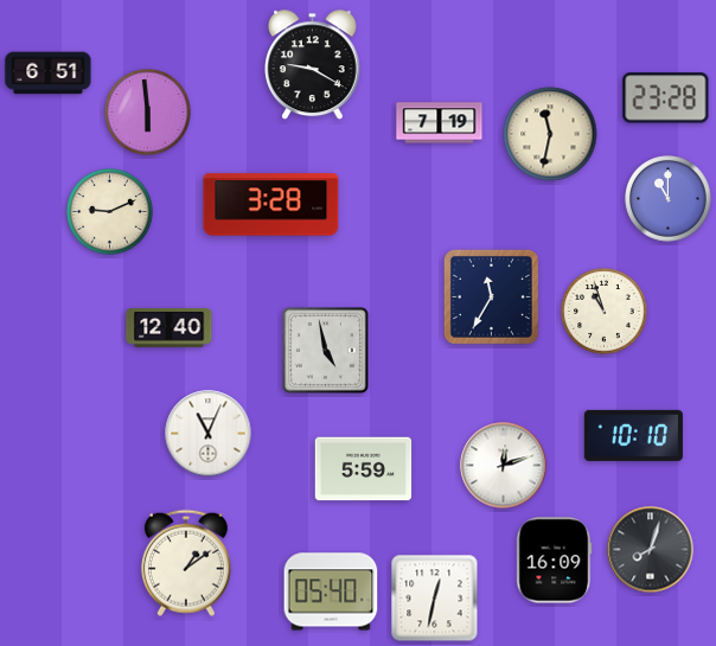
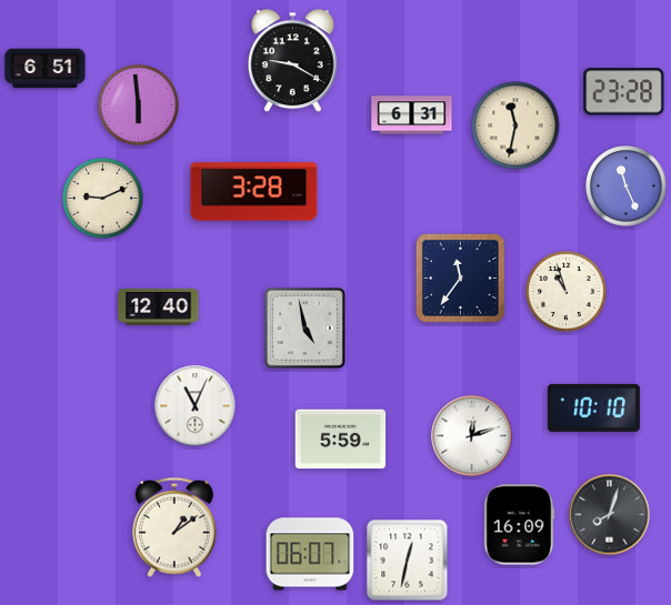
clock at (440, 123): 7:19 -> 6:31
clock at (669, 199): 11:00 -> 11:26
clock at (491, 296): 11:35 -> 11:36
clock at (331, 591): 05:40 -> 06:07
